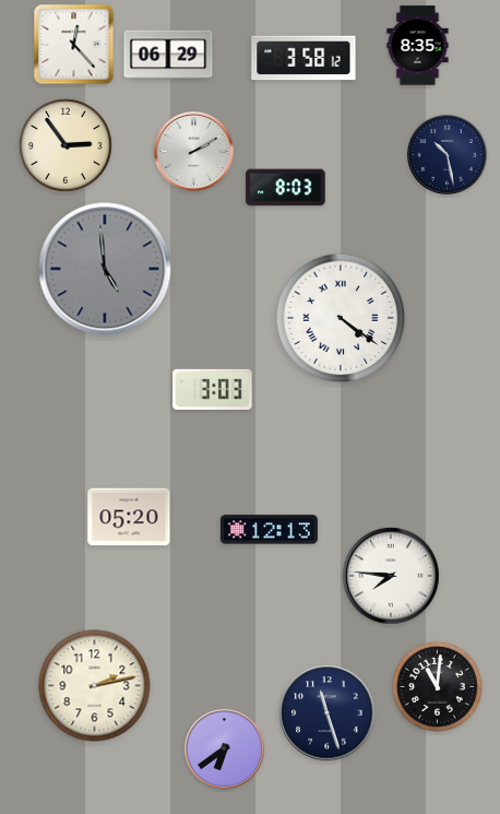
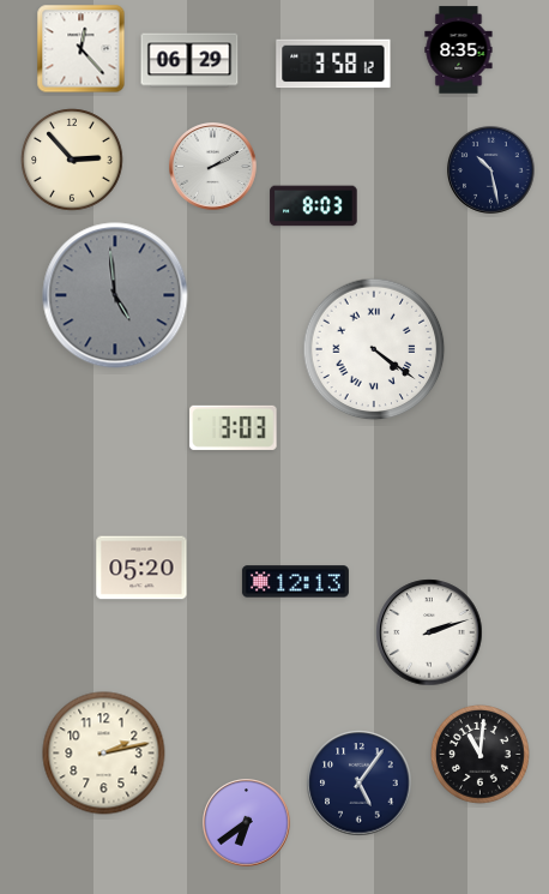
clock at (168, 55) position: (168, 55) -> (189, 60)
clock at (66, 145): 2:54 -> 2:53
clock at (391, 576): 7:46 -> 2:12
clock at (328, 713): 11:27 -> 5:06
